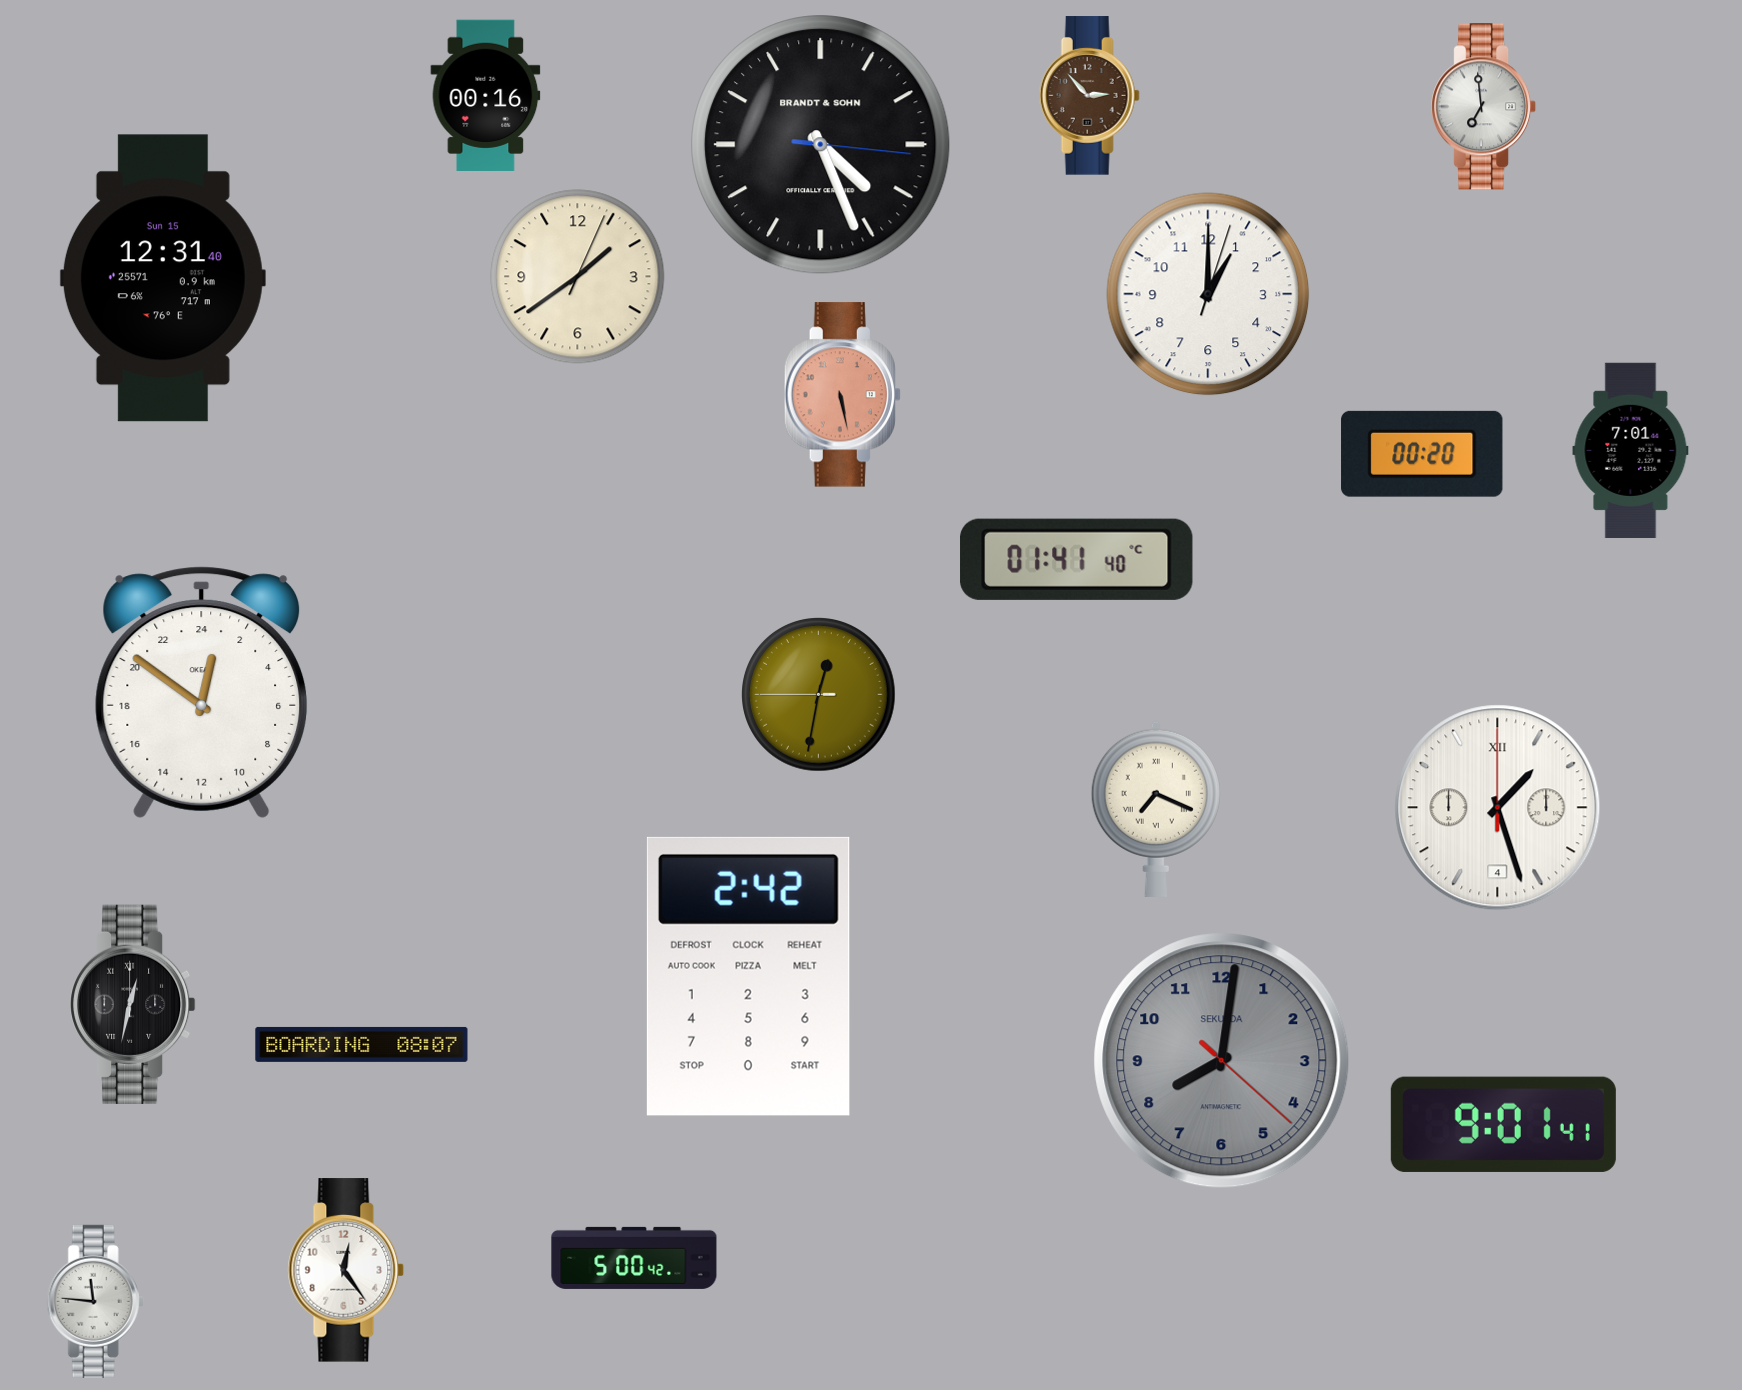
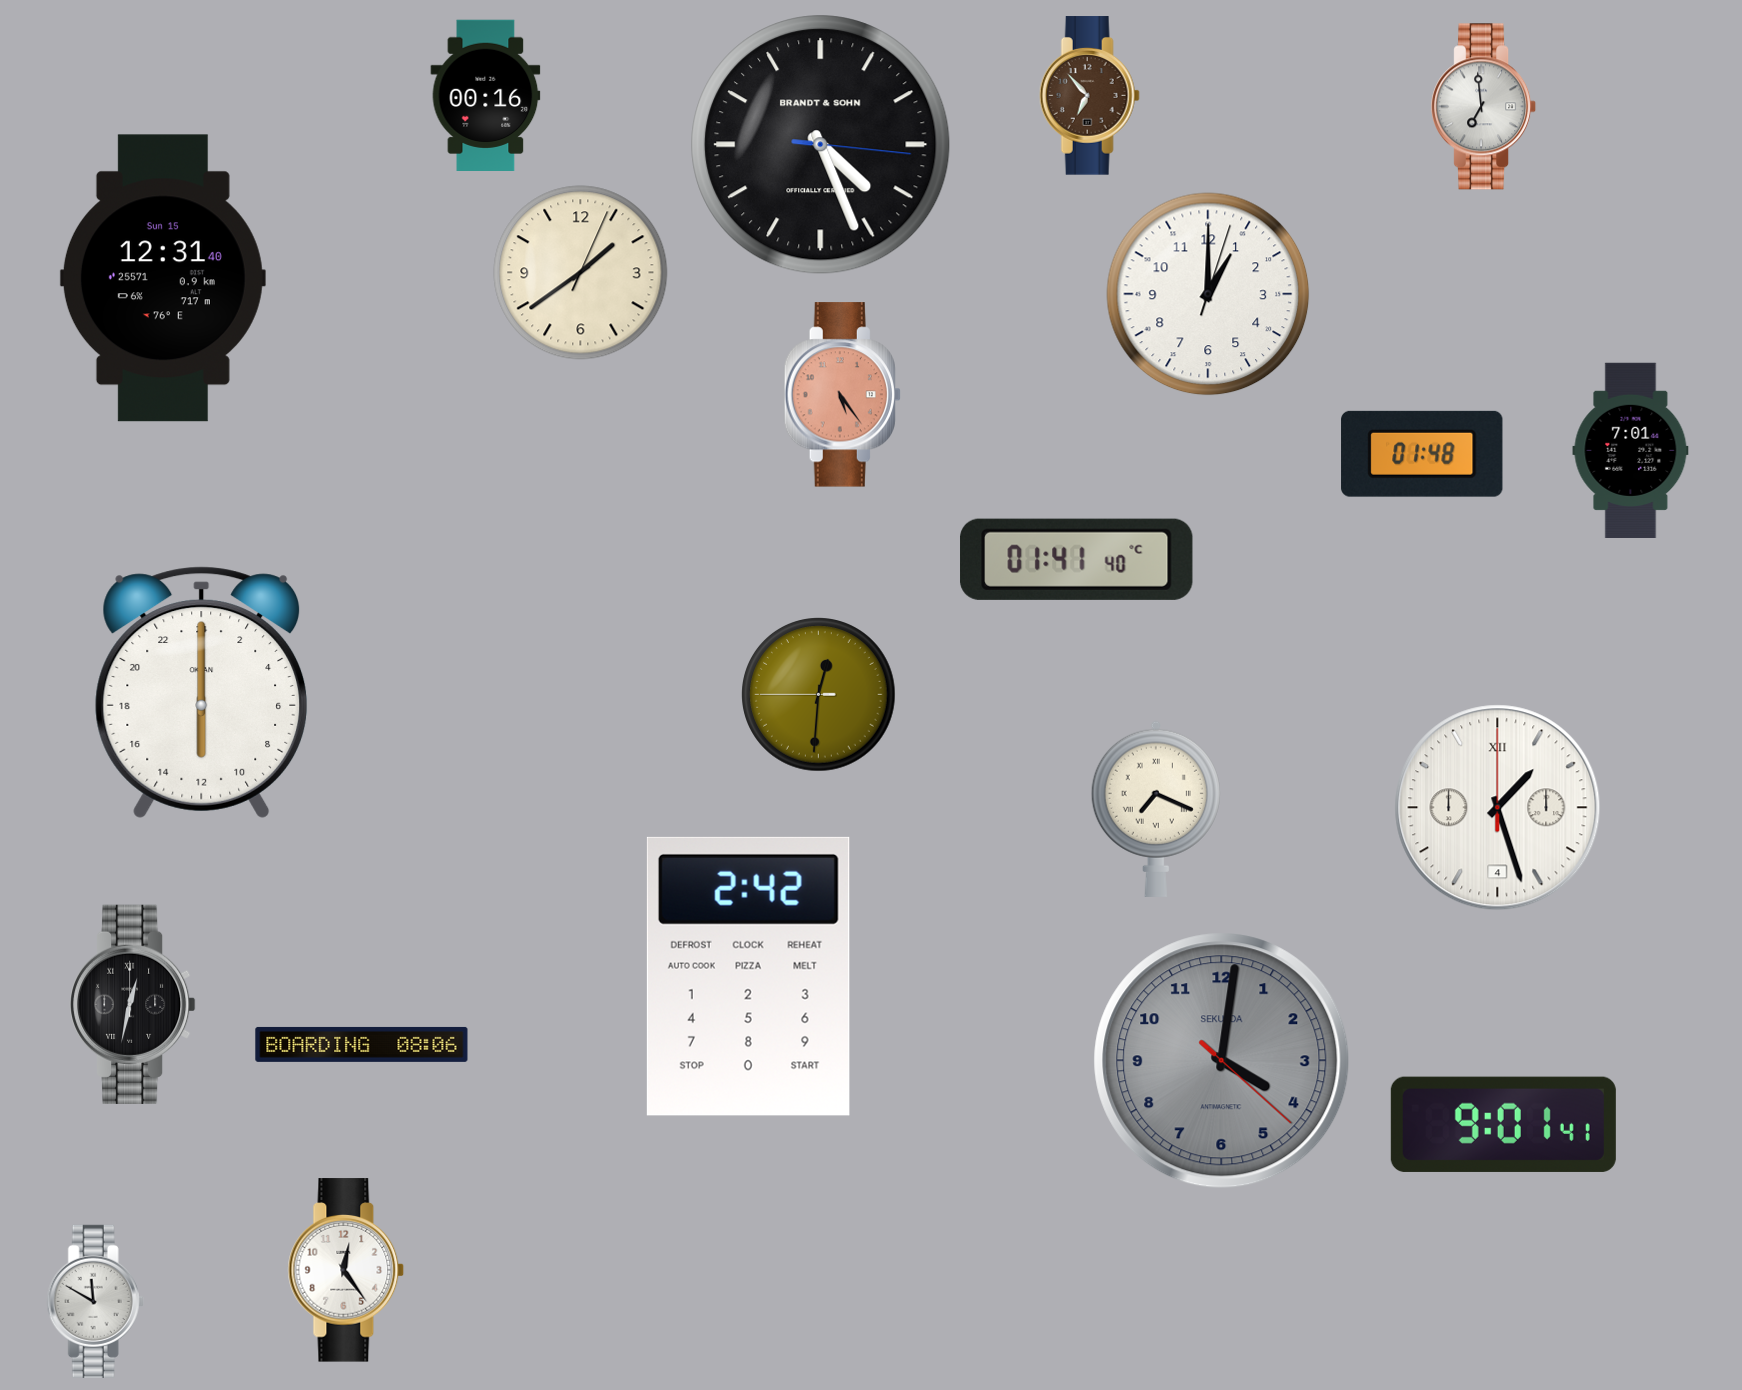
clock at (1089, 96): 2:53 -> 6:53
clock at (578, 277) position: (578, 277) -> (581, 273)
clock at (842, 395): 5:28 -> 5:24
clock at (1422, 454): 00:20 -> 01:48
clock at (202, 692): 0:51 -> 12:00
clock at (819, 695): 12:31 -> 12:30
clock at (362, 1044): 08:07 -> 08:06
clock at (1222, 1061): 8:01 -> 4:01
clock at (634, 1258): 5:00 -> none
clock at (95, 1301): 11:46 -> 11:50
